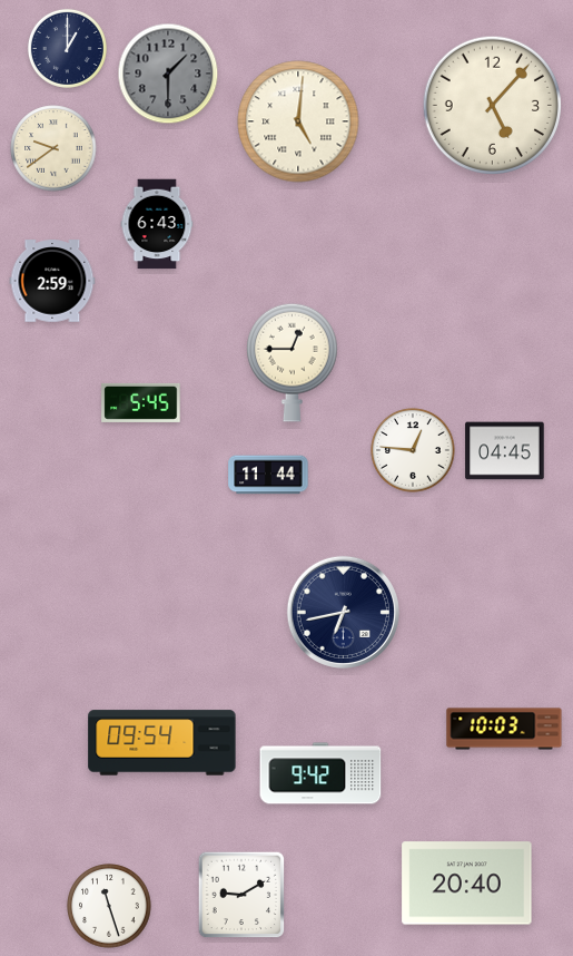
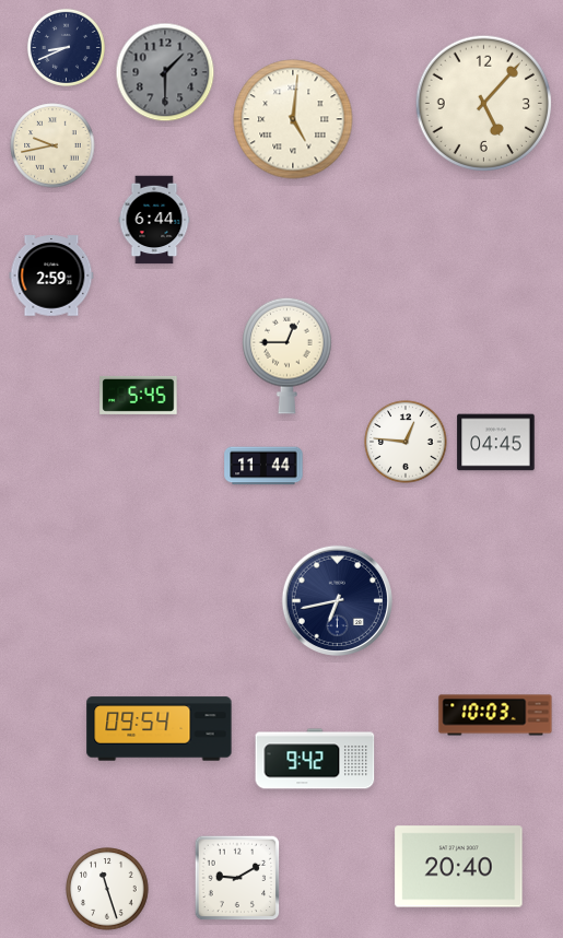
clock at (67, 48): 1:00 -> 8:41
clock at (53, 148): 9:39 -> 9:43
clock at (157, 224): 6:43 -> 6:44
